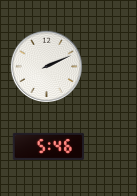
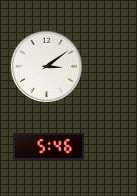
clock at (46, 66): 2:11 -> 3:09
